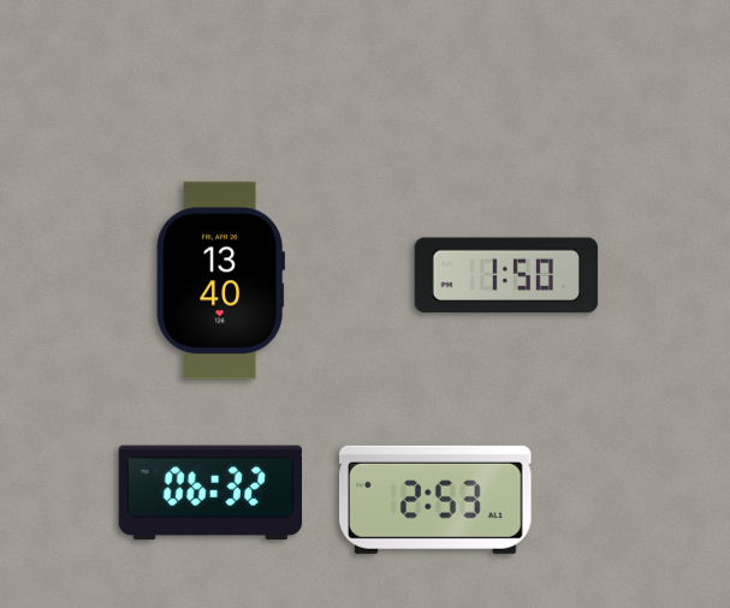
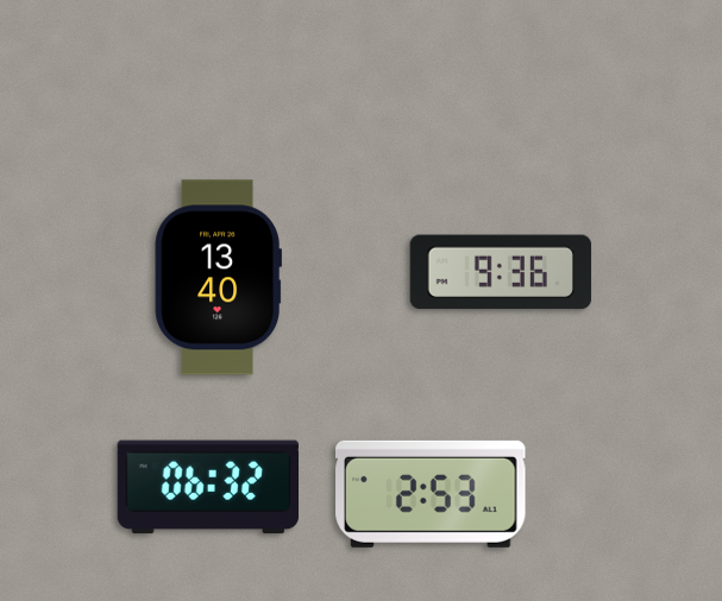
clock at (506, 275): 1:50 -> 9:36
